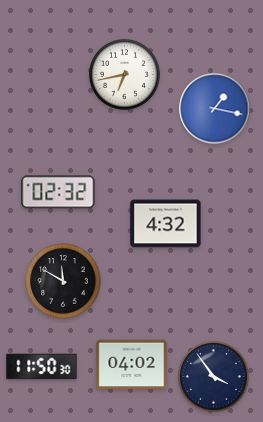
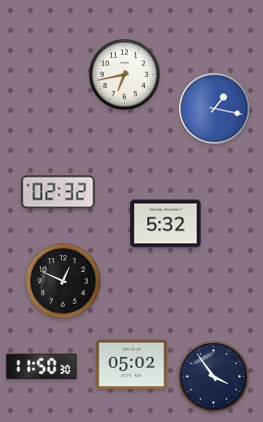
clock at (166, 224): 4:32 -> 5:32
clock at (63, 281): 11:50 -> 12:49
clock at (132, 365): 04:02 -> 05:02
